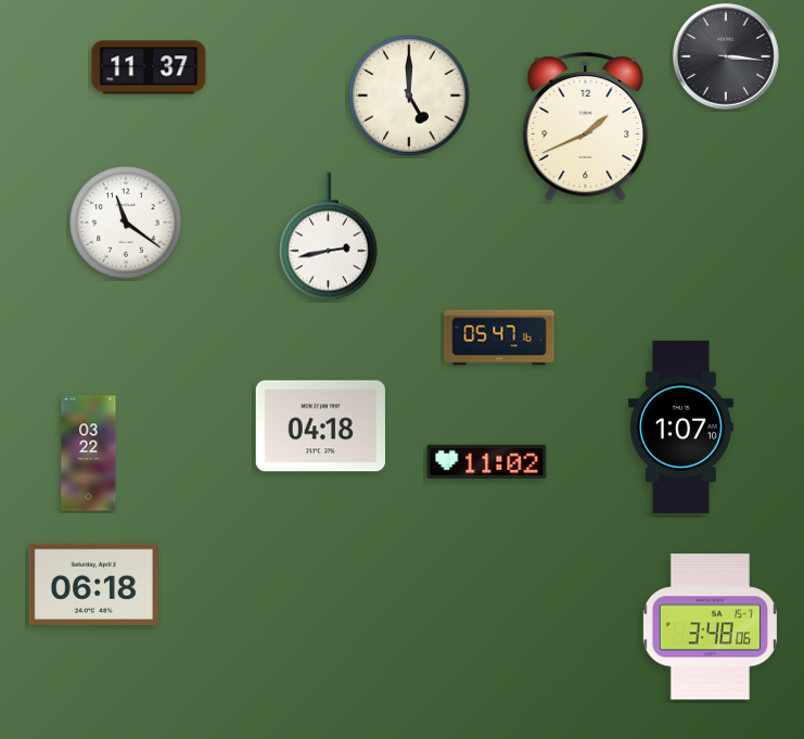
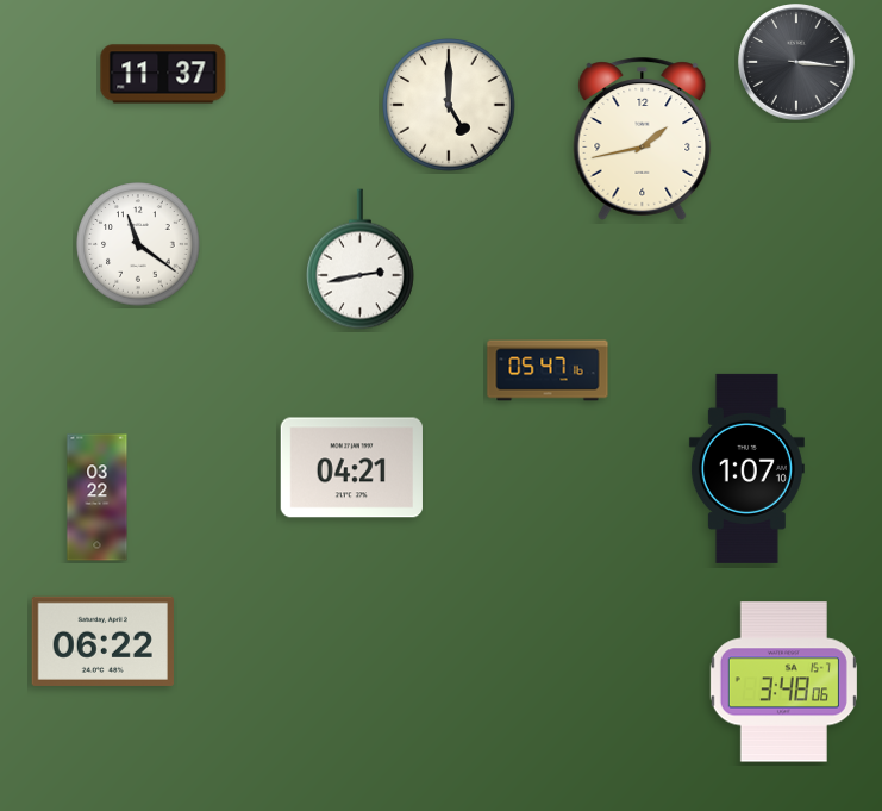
clock at (586, 127): 1:41 -> 1:43
clock at (320, 426): 04:18 -> 04:21
clock at (487, 461): 11:02 -> none
clock at (93, 584): 06:18 -> 06:22
clock at (710, 627) position: (710, 627) -> (783, 682)
